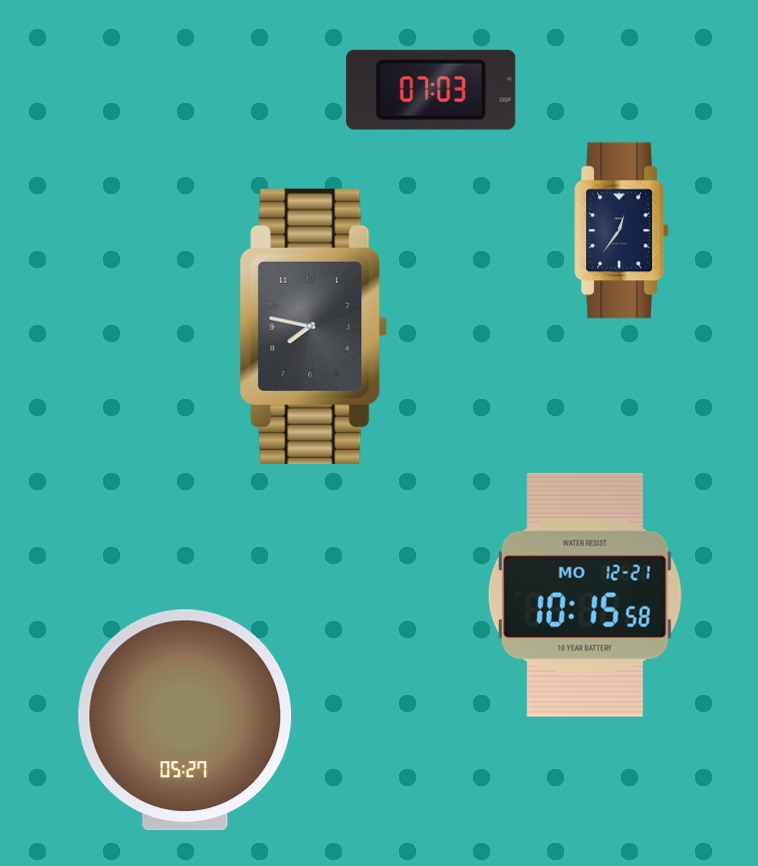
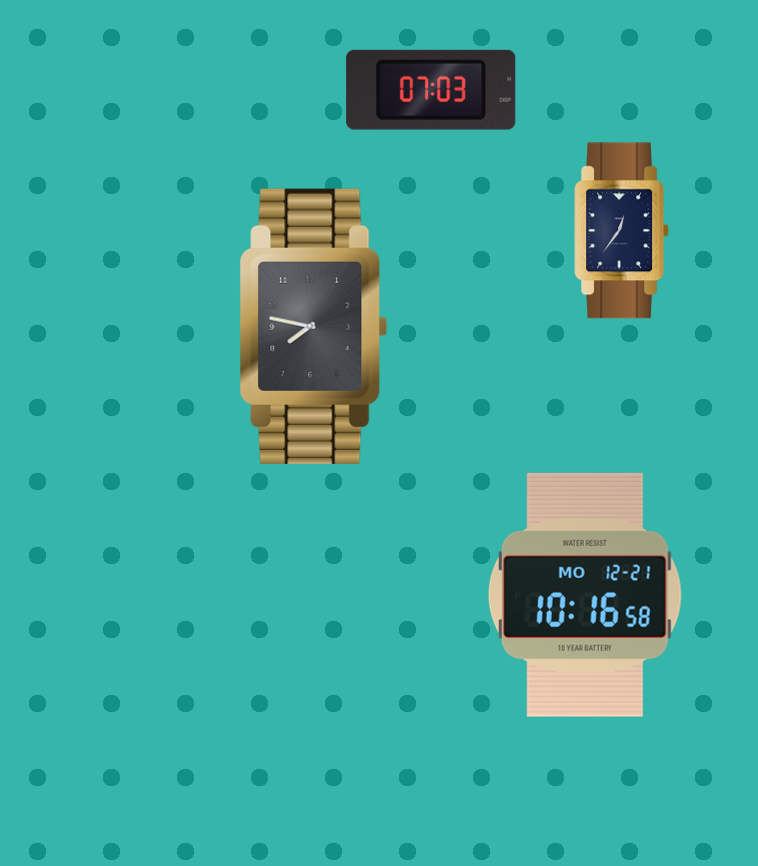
clock at (585, 595): 10:15 -> 10:16
clock at (185, 720): 05:27 -> none
